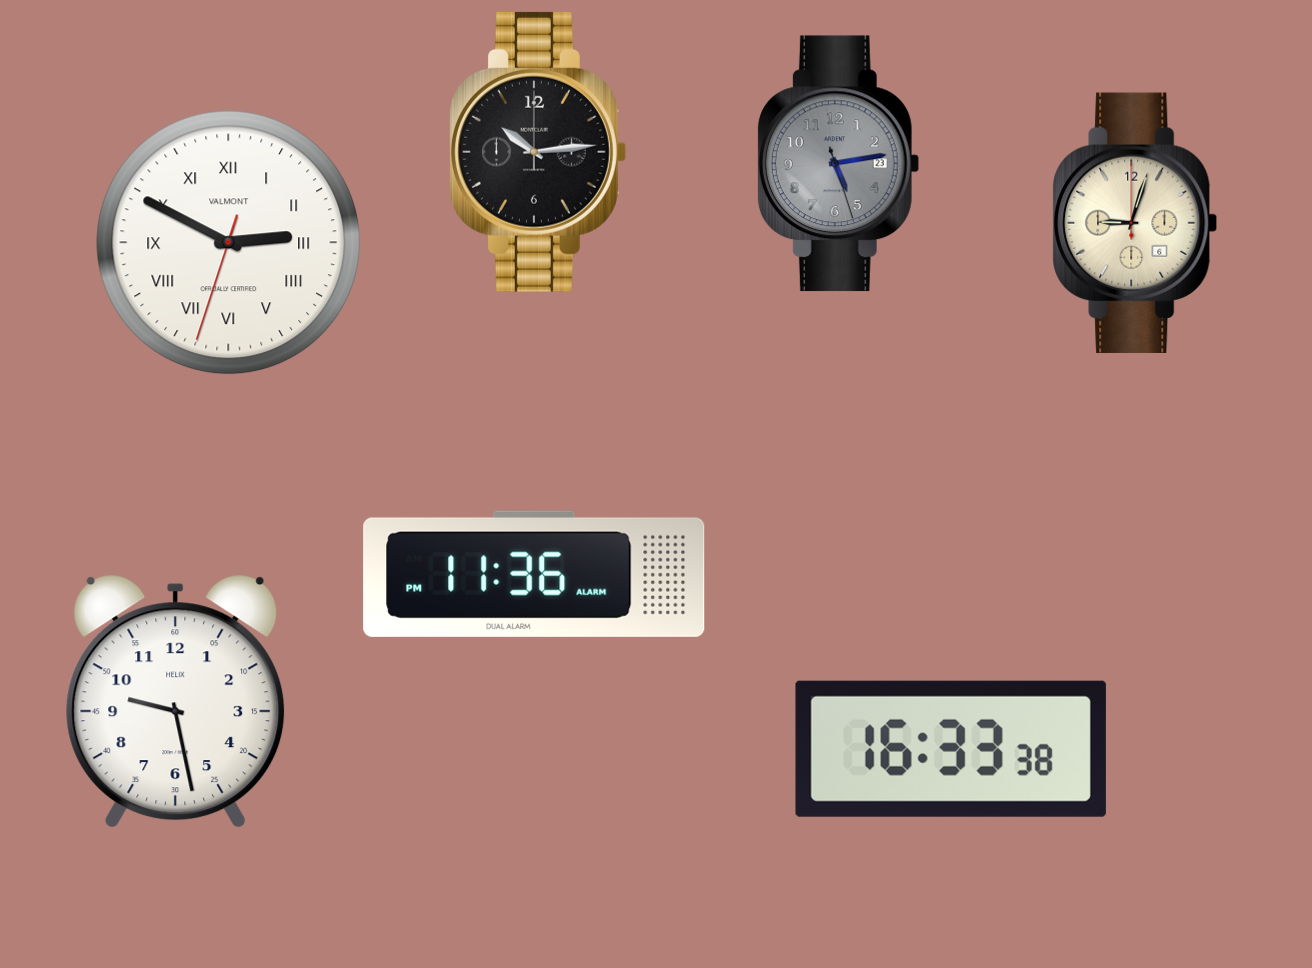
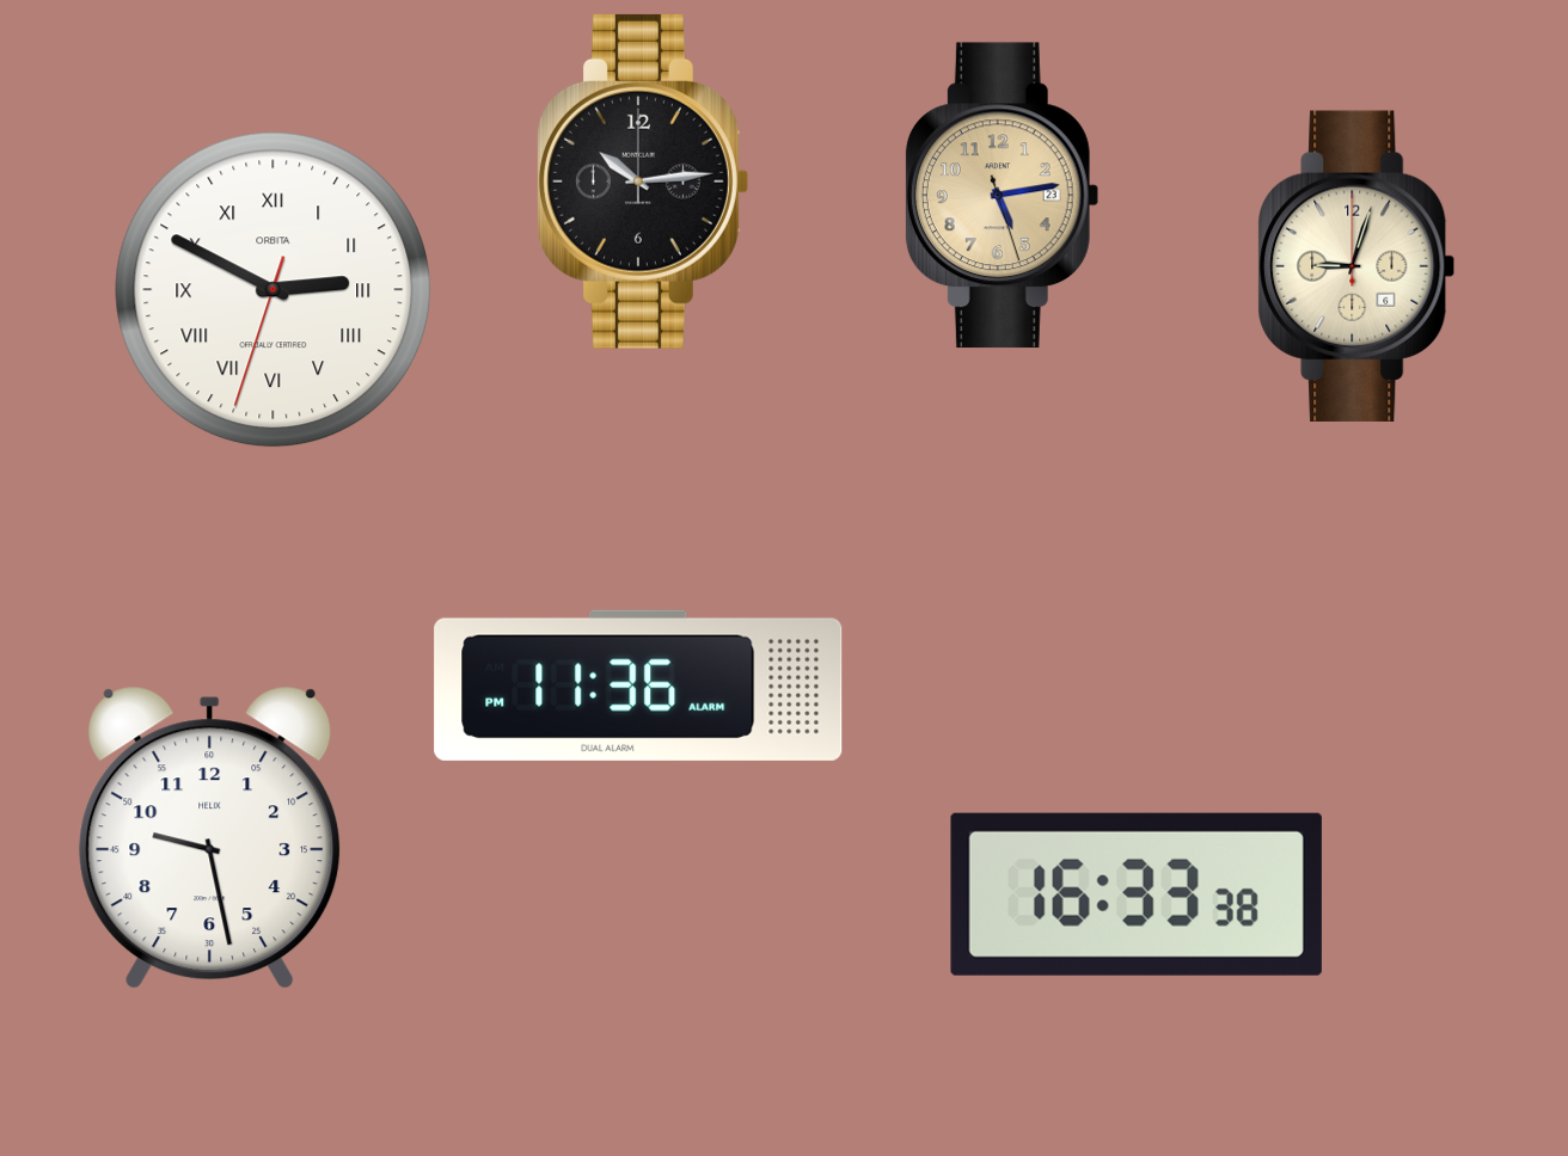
clock at (838, 164) dial: grey -> champagne
clock at (229, 243) brand: VALMONT -> ORBITA
